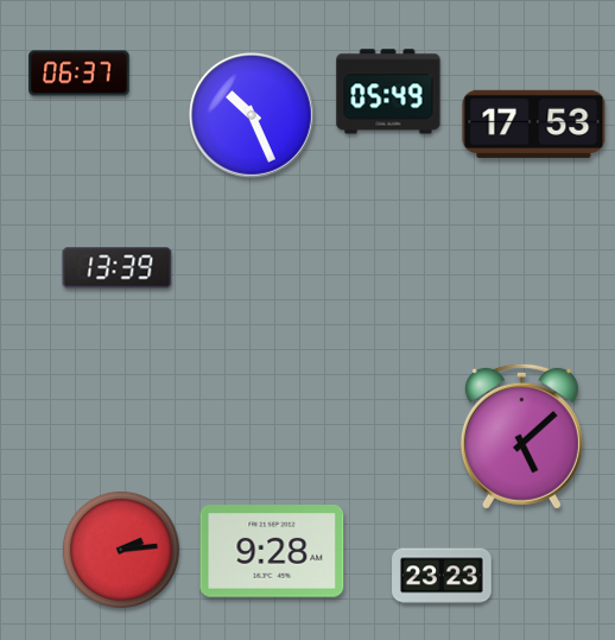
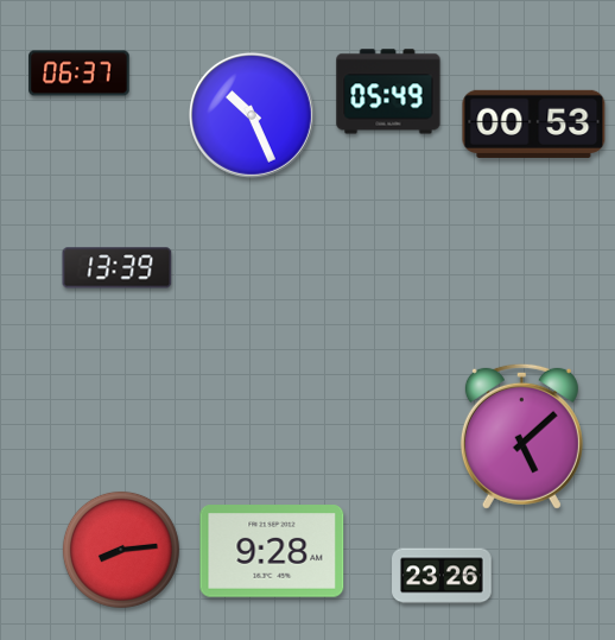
clock at (534, 123): 17:53 -> 00:53
clock at (121, 550): 2:14 -> 8:14
clock at (442, 576): 23:23 -> 23:26
